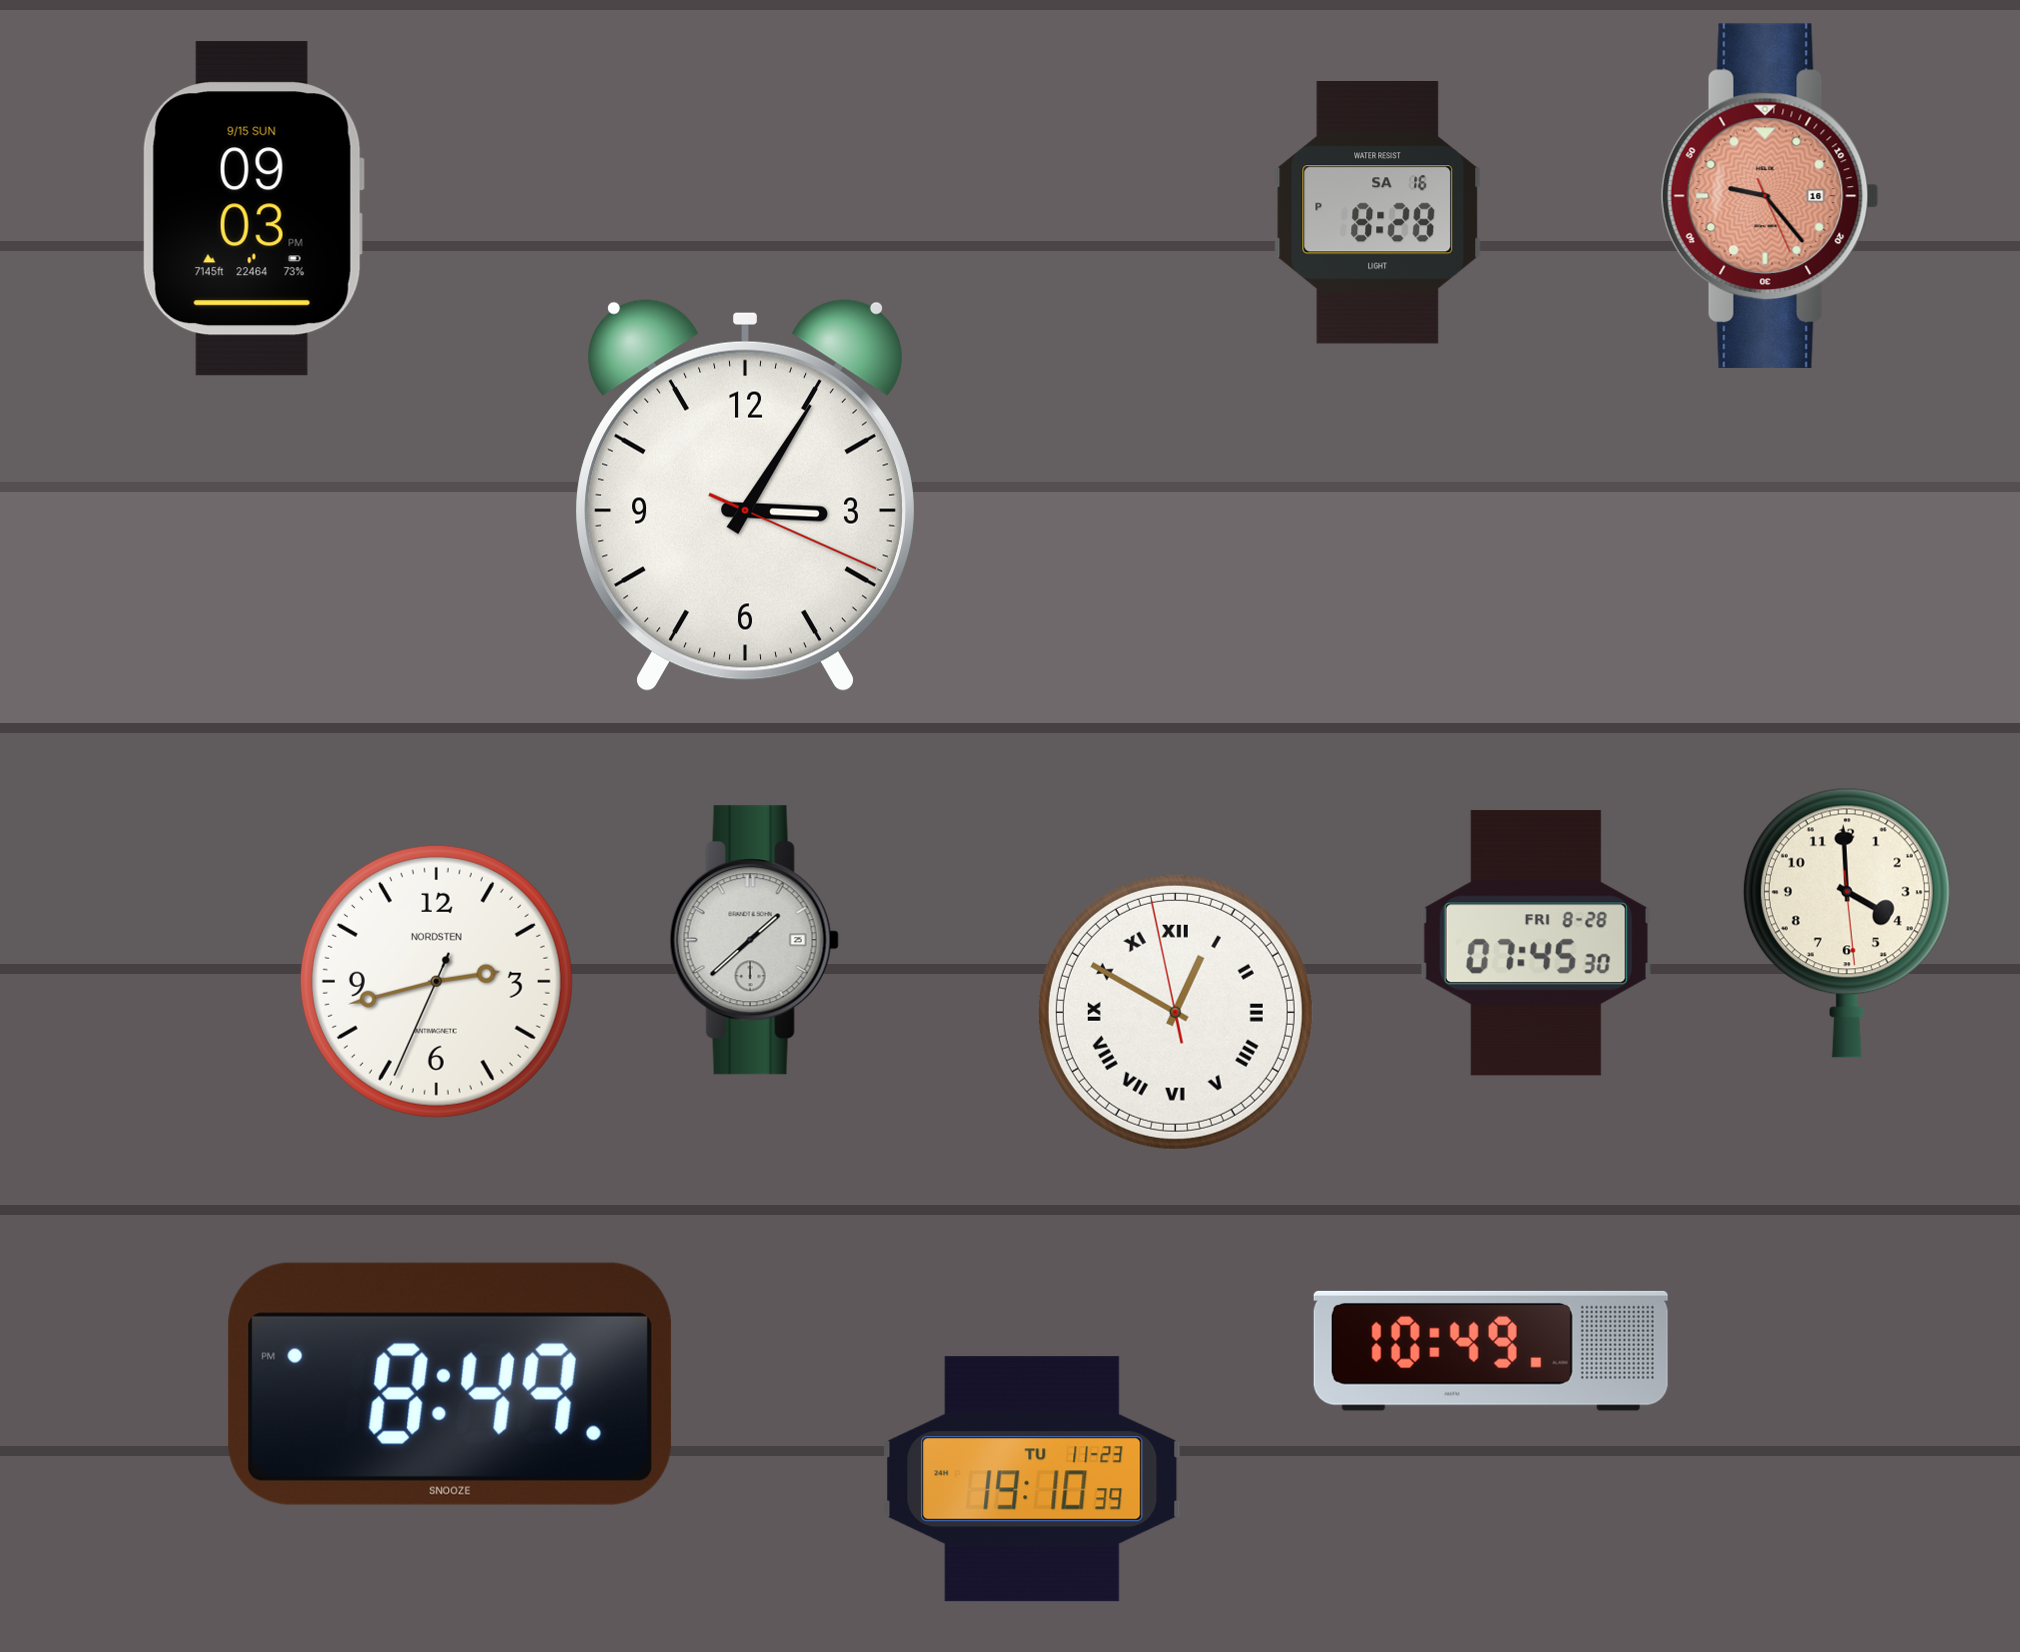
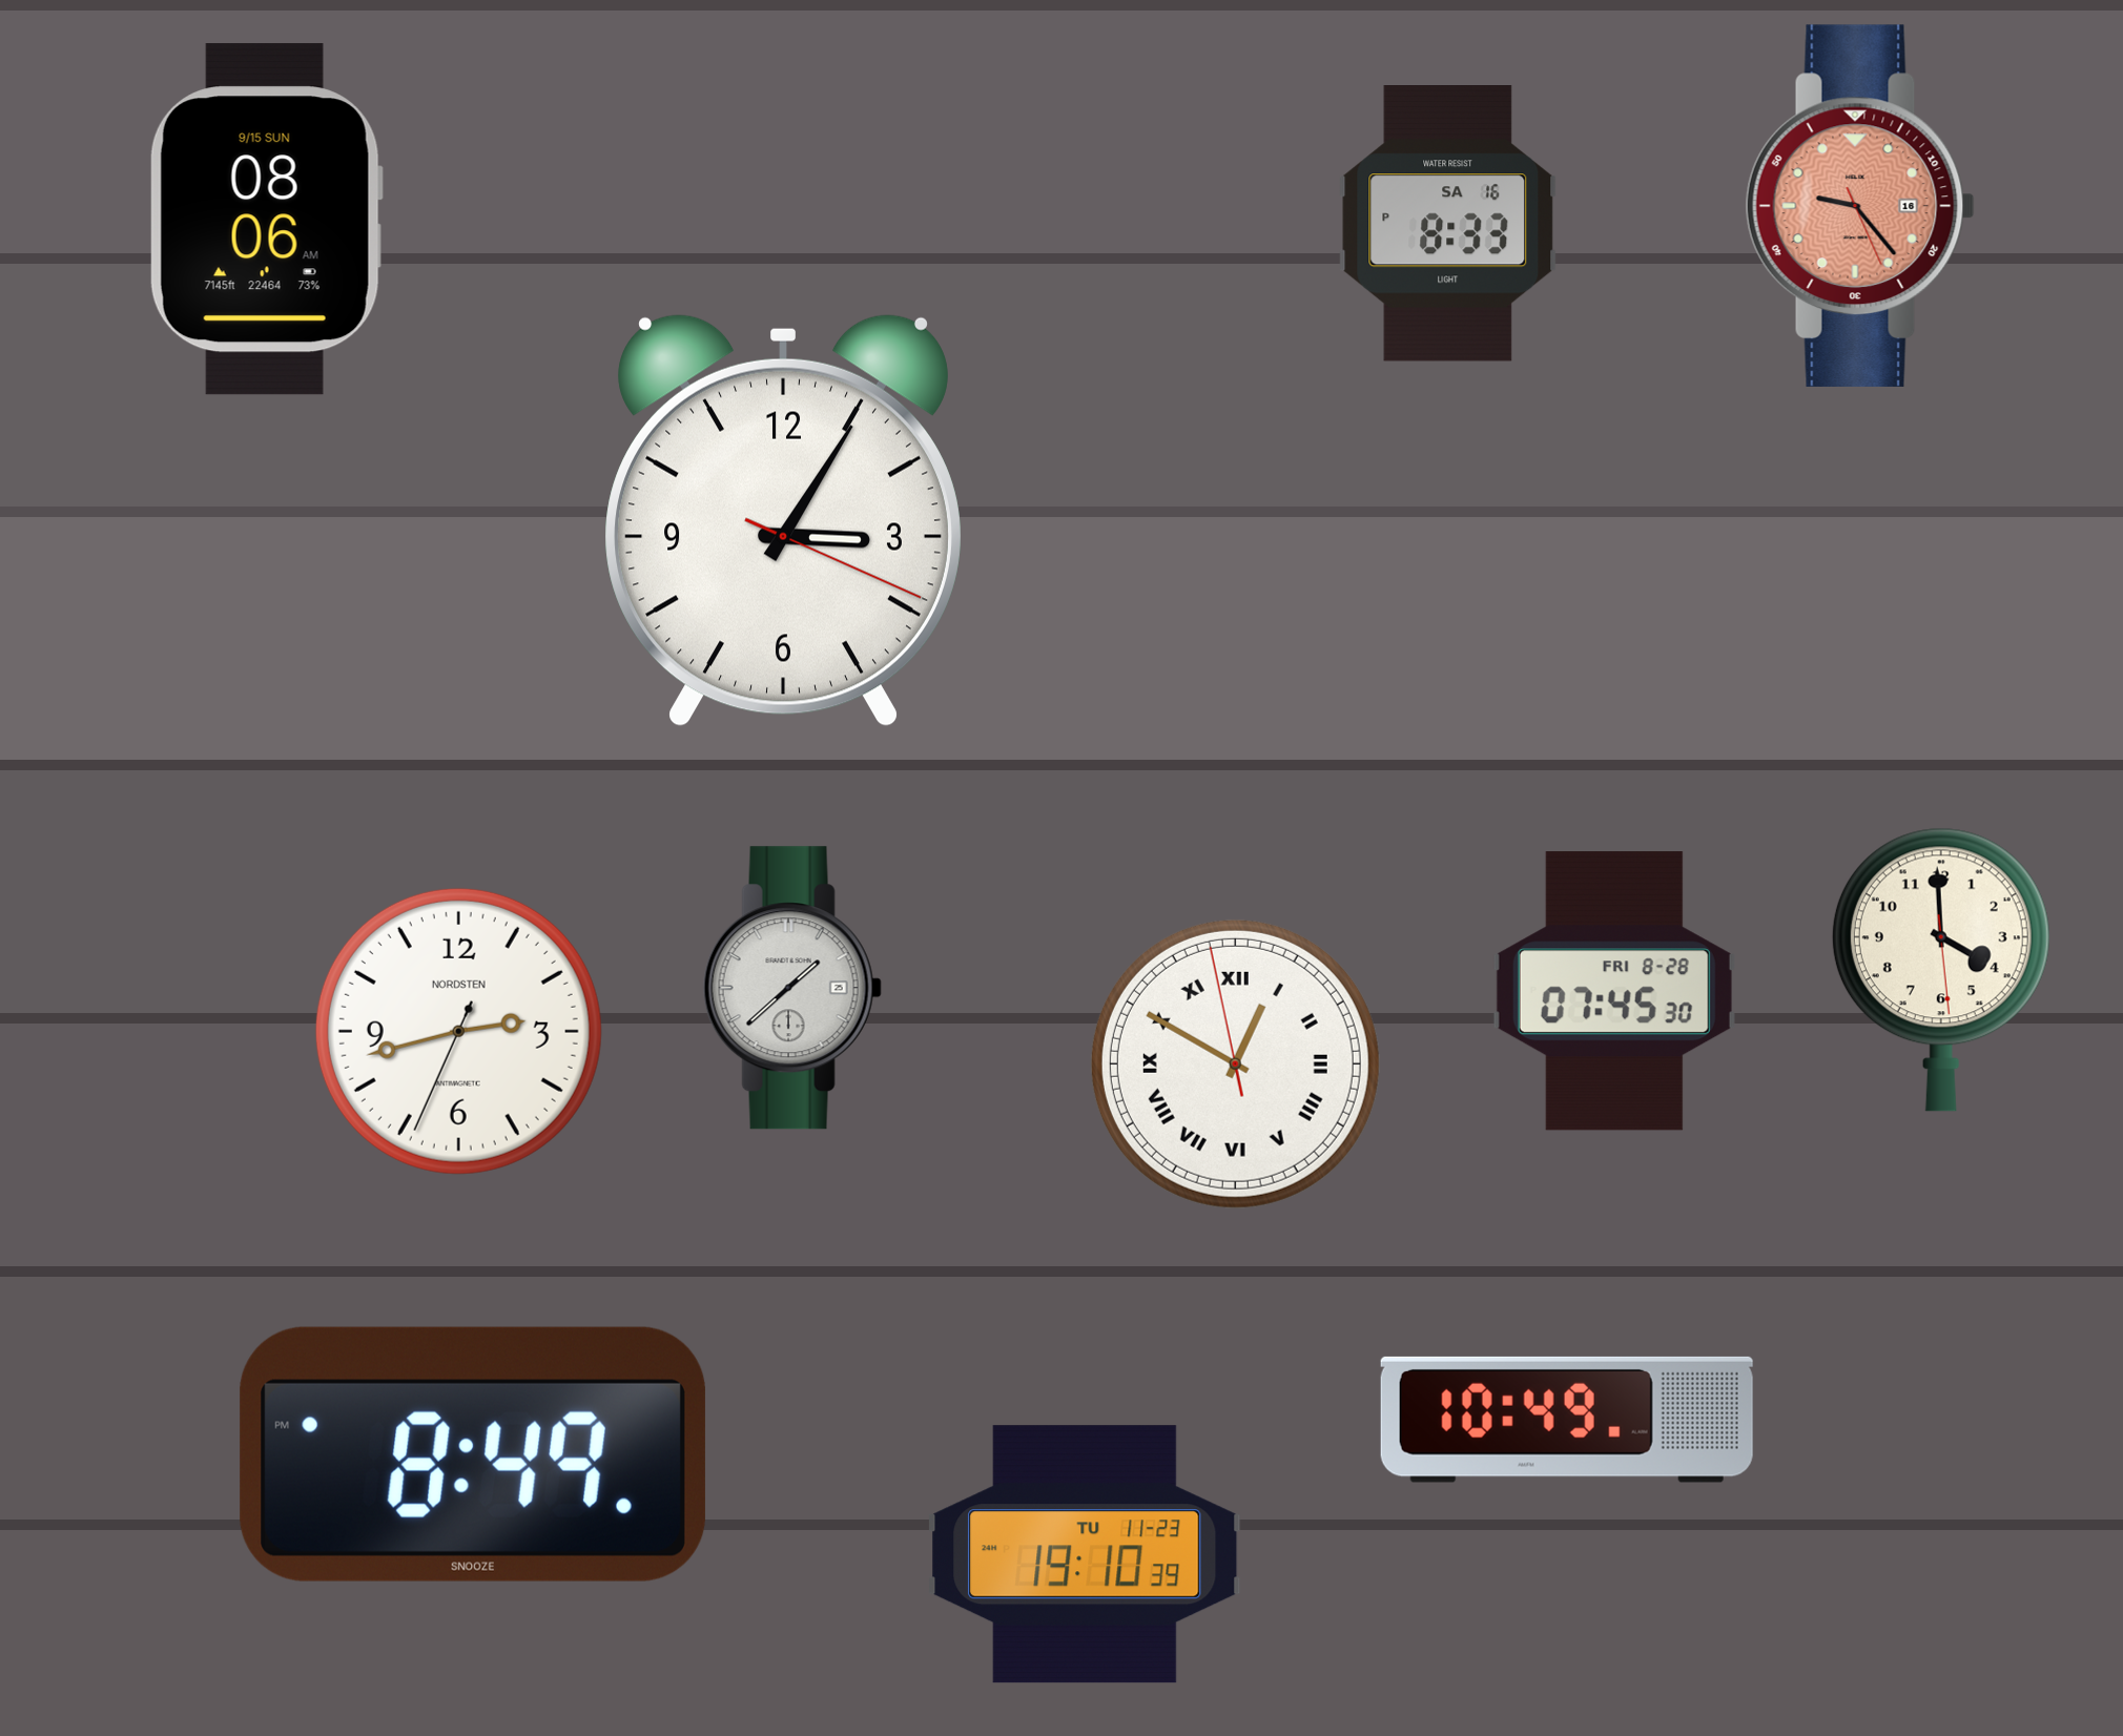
clock at (253, 209): 09:03 -> 08:06
clock at (1378, 213): 8:28 -> 8:33
